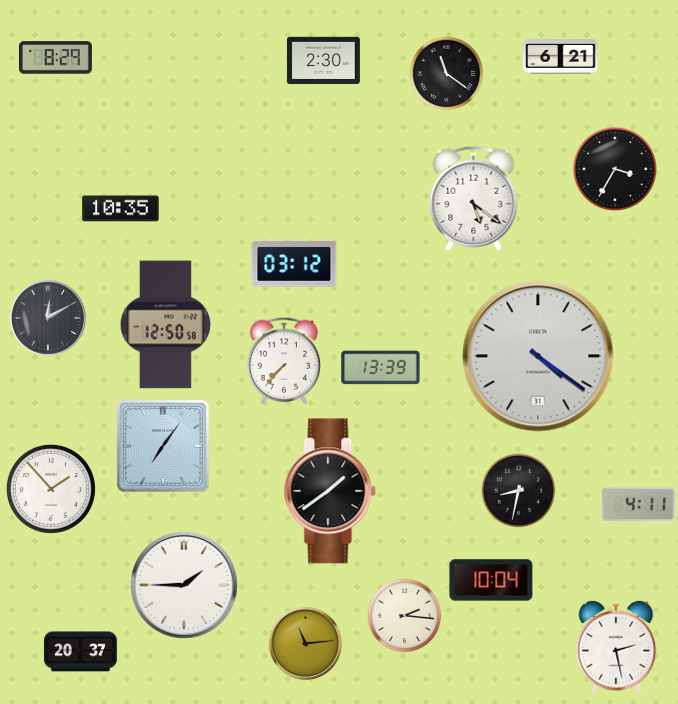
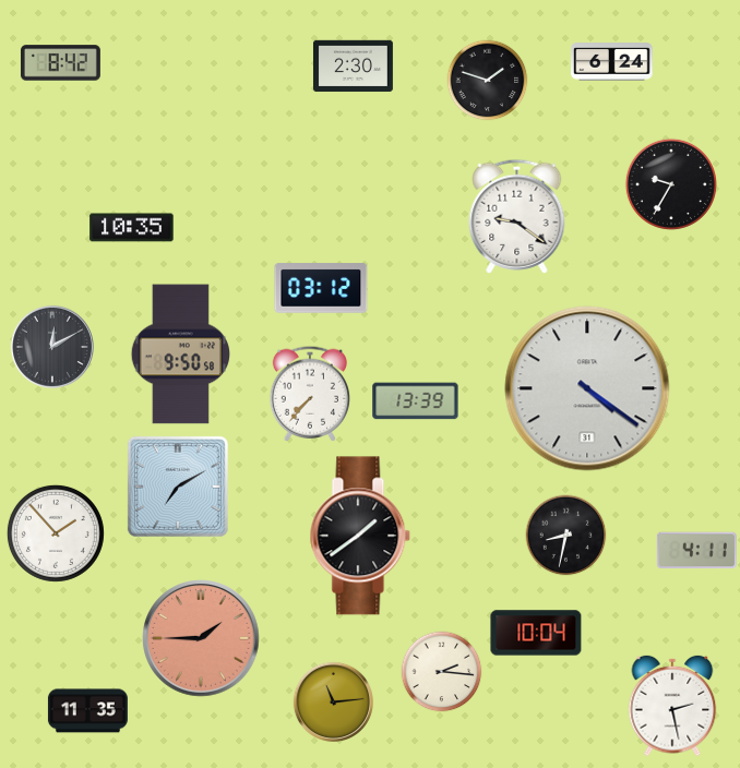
clock at (561, 57): 6:21 -> 6:24
clock at (55, 58): 8:29 -> 8:42
clock at (447, 74): 11:21 -> 1:48
clock at (615, 169): 3:35 -> 9:35
clock at (474, 198): 5:21 -> 9:21
clock at (165, 325): 12:50 -> 9:50
clock at (163, 446): 7:06 -> 7:10
clock at (184, 585) dial: white -> salmon
clock at (80, 652): 20:37 -> 11:35
